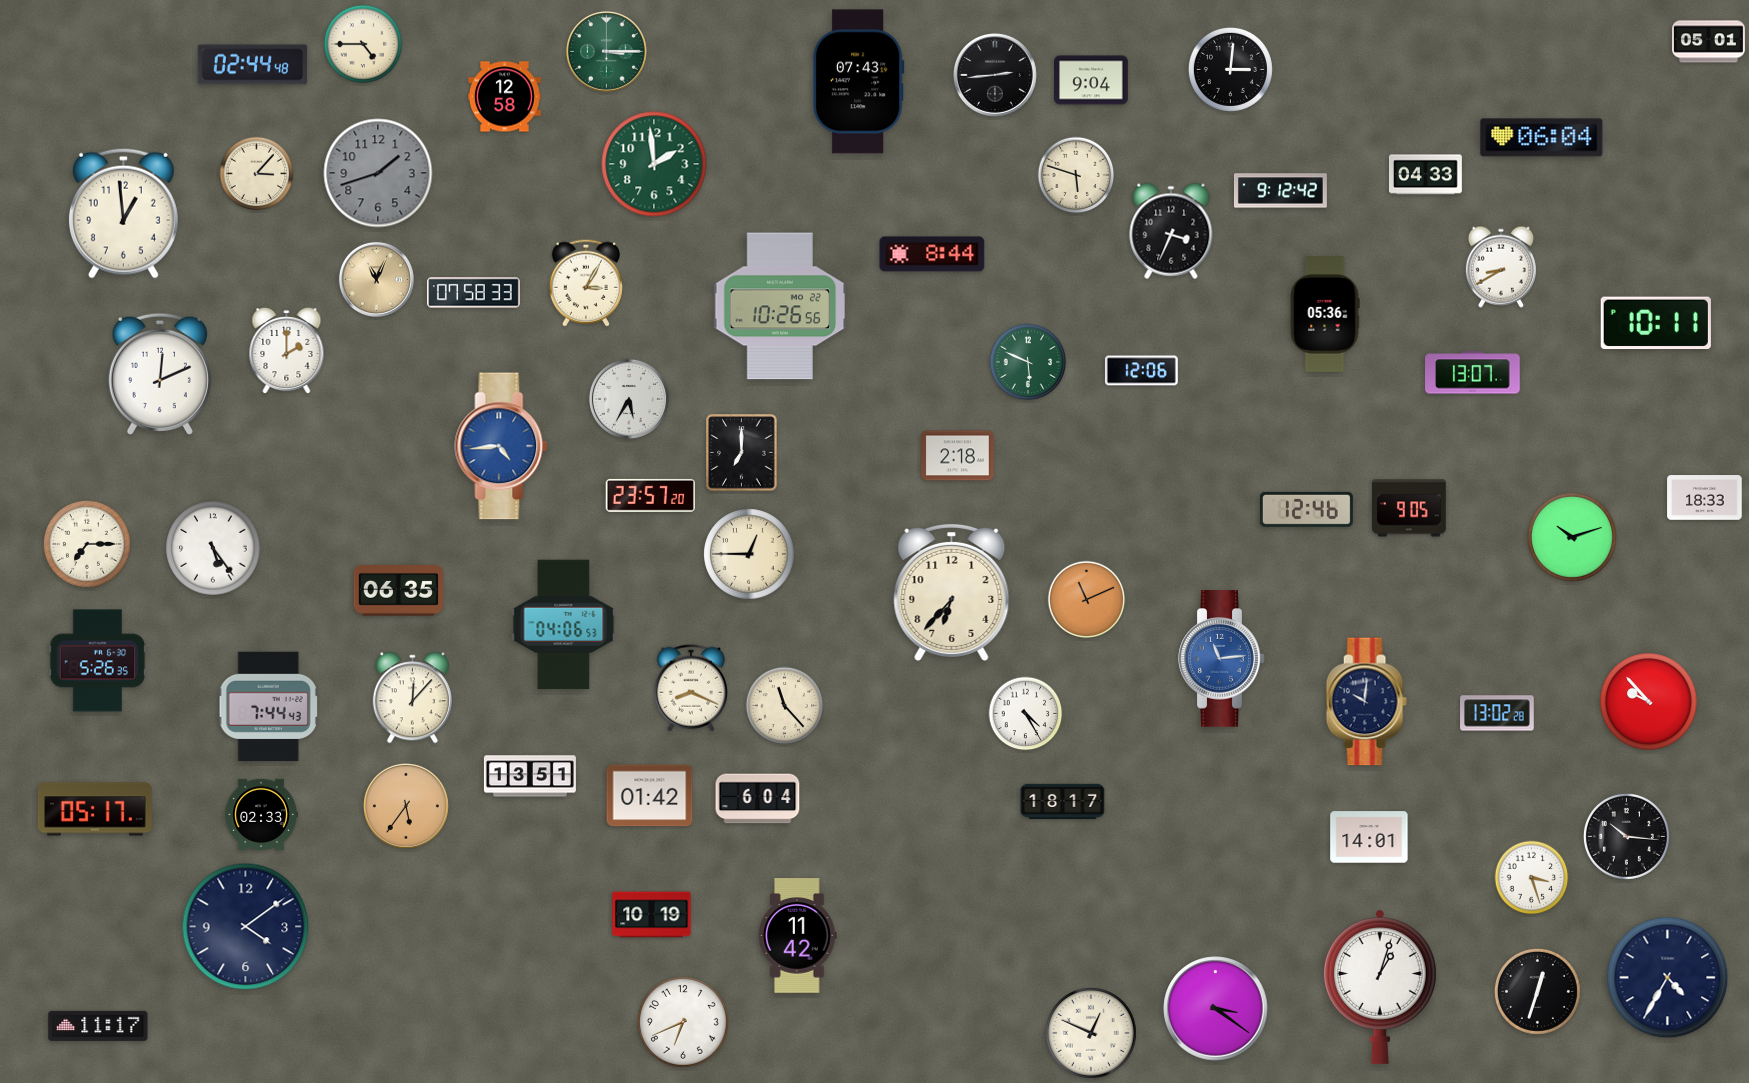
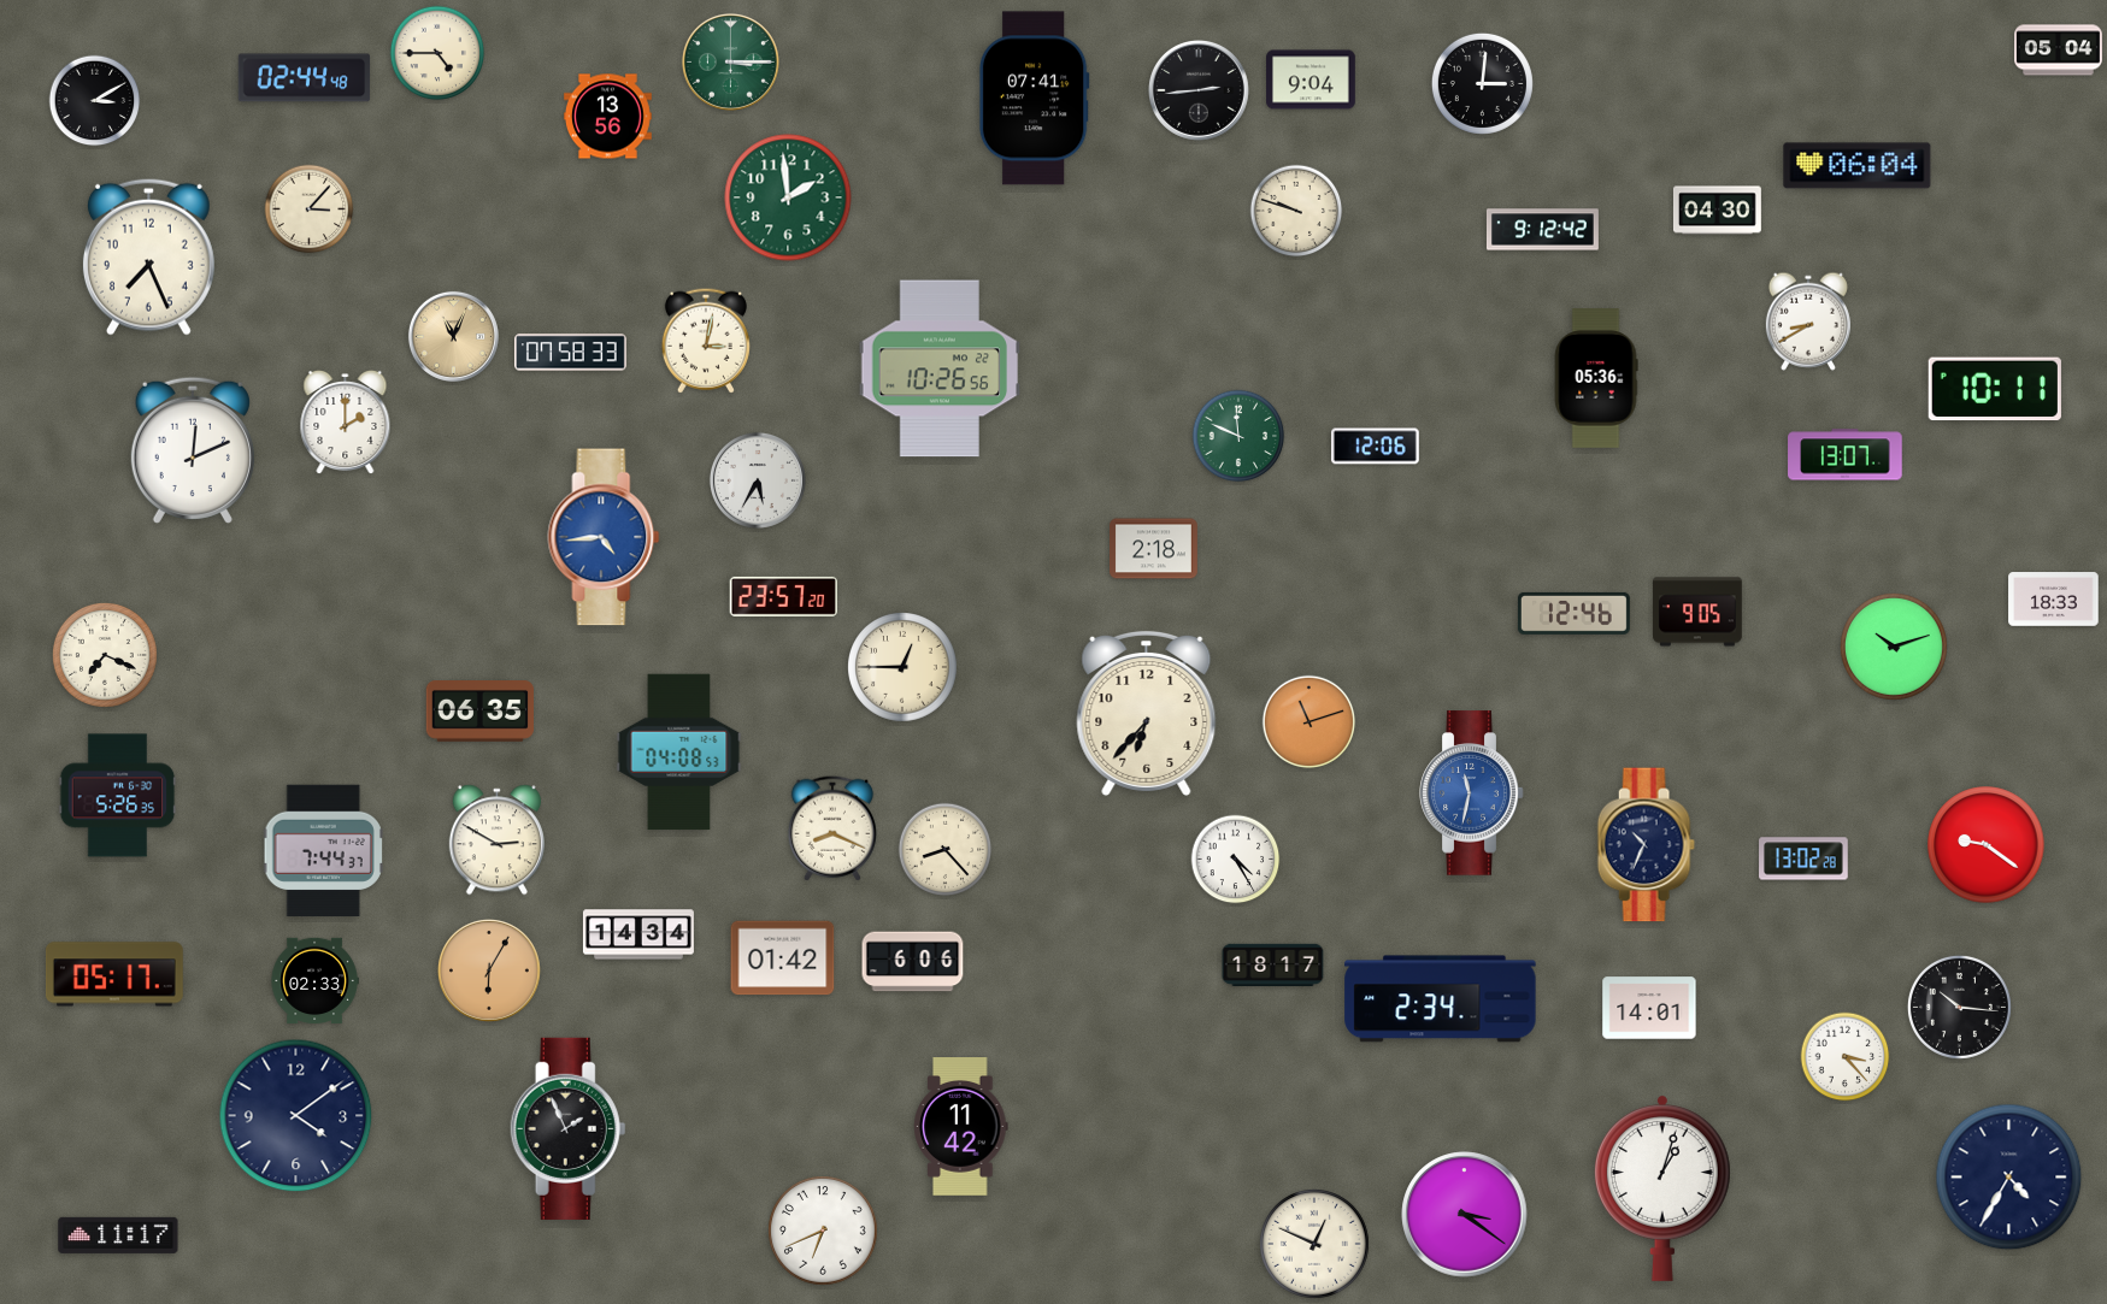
clock at (1709, 42): 05:01 -> 05:04
clock at (1091, 80) position: (1091, 80) -> (1311, 79)
clock at (858, 82): 07:43 -> 07:41
clock at (95, 101): none -> 3:10
clock at (505, 97): 12:58 -> 13:56
clock at (378, 173): 1:42 -> none
clock at (1076, 175): 5:48 -> 9:48
clock at (1426, 175): 04:33 -> 04:30
clock at (123, 213): 12:59 -> 7:26
clock at (1171, 231): 3:34 -> none
clock at (932, 254): 8:44 -> none
clock at (586, 283): 3:05 -> 3:02
clock at (1028, 362): 5:49 -> 11:49
clock at (1473, 373) position: (1473, 373) -> (1846, 455)
clock at (742, 453): 7:00 -> none
clock at (87, 544): 7:15 -> 7:19
clock at (213, 548): 5:24 -> none
clock at (1087, 600): 11:11 -> 11:12
clock at (564, 625): 04:06 -> 04:08
clock at (1222, 659): 11:14 -> 11:32
clock at (412, 698): 12:07 -> 2:50
clock at (1366, 702): 10:01 -> 10:34
clock at (1649, 702): 9:53 -> 9:21
clock at (785, 706): 11:23 -> 8:23
clock at (268, 707): 7:44:43 -> 7:44:37
clock at (530, 776): 13:51 -> 14:34
clock at (758, 799): 6:04 -> 6:06
clock at (1063, 801) position: (1063, 801) -> (1273, 964)
clock at (406, 806): 5:36 -> 6:05
clock at (1441, 999): none -> 2:34
clock at (1532, 878): 3:27 -> 3:23
clock at (652, 915): 10:19 -> none
clock at (569, 1128): none -> 1:56
clock at (1537, 991): 12:33 -> none
